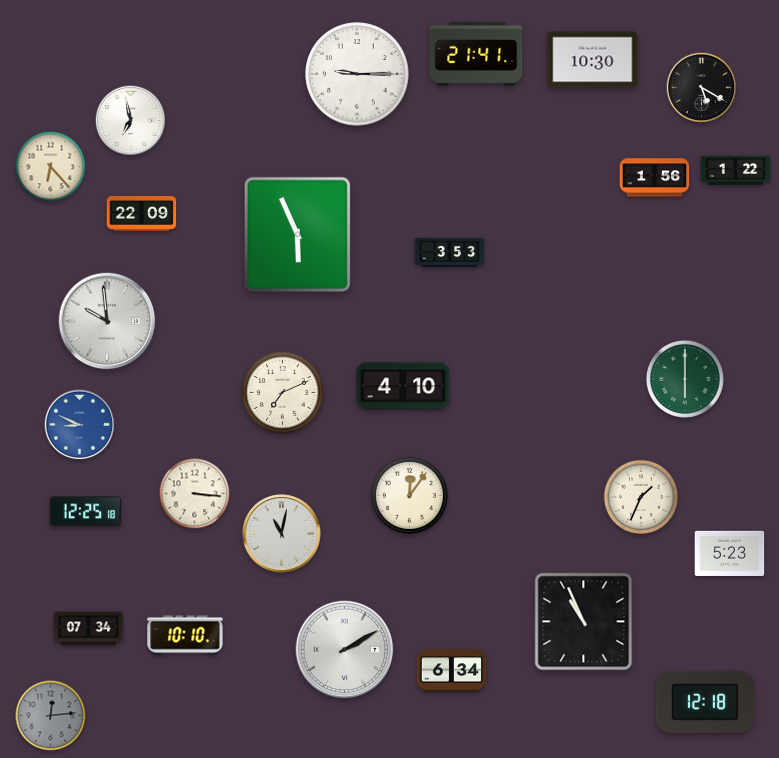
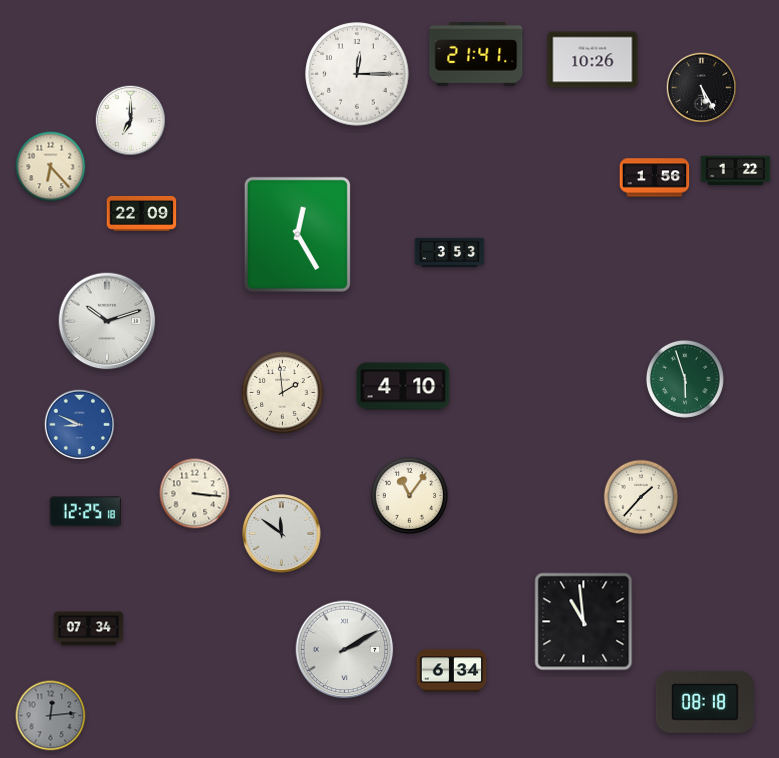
clock at (593, 60): 10:30 -> 10:26
clock at (357, 74): 9:15 -> 12:15
clock at (702, 88): 5:20 -> 5:25
clock at (131, 121): 6:58 -> 7:00
clock at (297, 234): 5:56 -> 12:25
clock at (107, 321): 9:59 -> 10:12
clock at (685, 379): 6:00 -> 5:57
clock at (283, 393): 7:11 -> 1:59
clock at (409, 495): 12:06 -> 11:06
clock at (641, 497): 1:34 -> 1:37
clock at (282, 534): 11:02 -> 11:51
clock at (730, 553): 5:23 -> none
clock at (584, 622): 10:56 -> 10:59
clock at (185, 635): 10:10 -> none
clock at (705, 702): 12:18 -> 08:18
